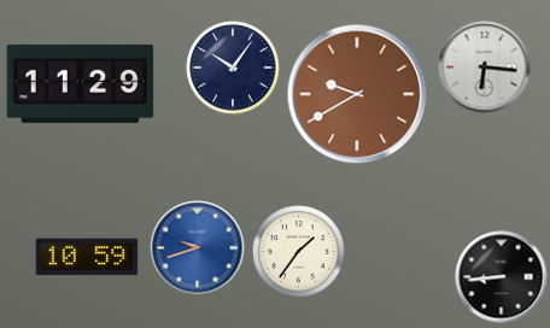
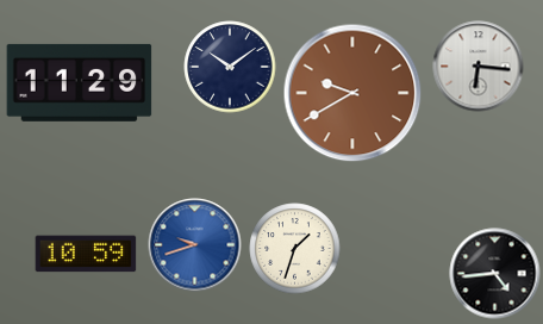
clock at (233, 68): 10:06 -> 10:09
clock at (299, 252): 1:36 -> 1:33
clock at (502, 277): 8:44 -> 4:44
